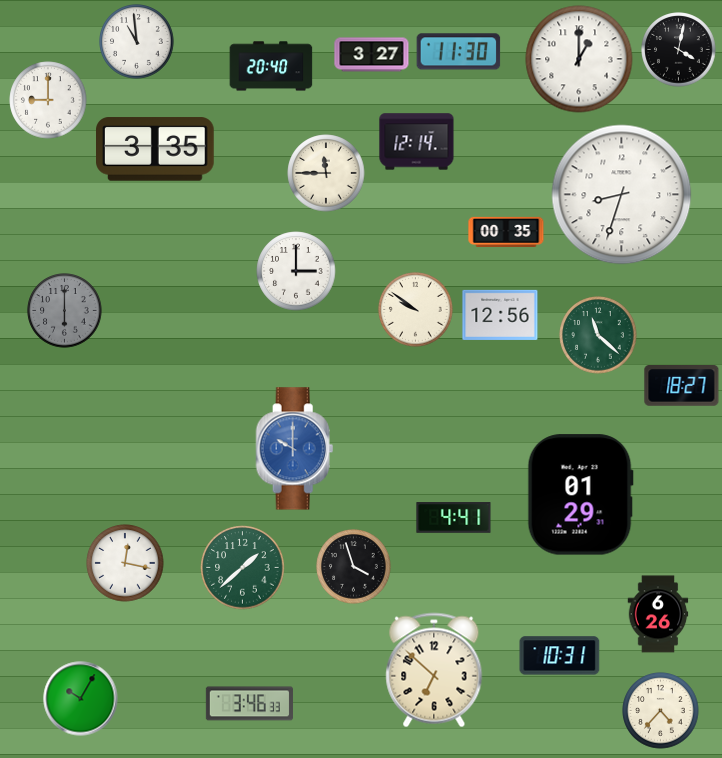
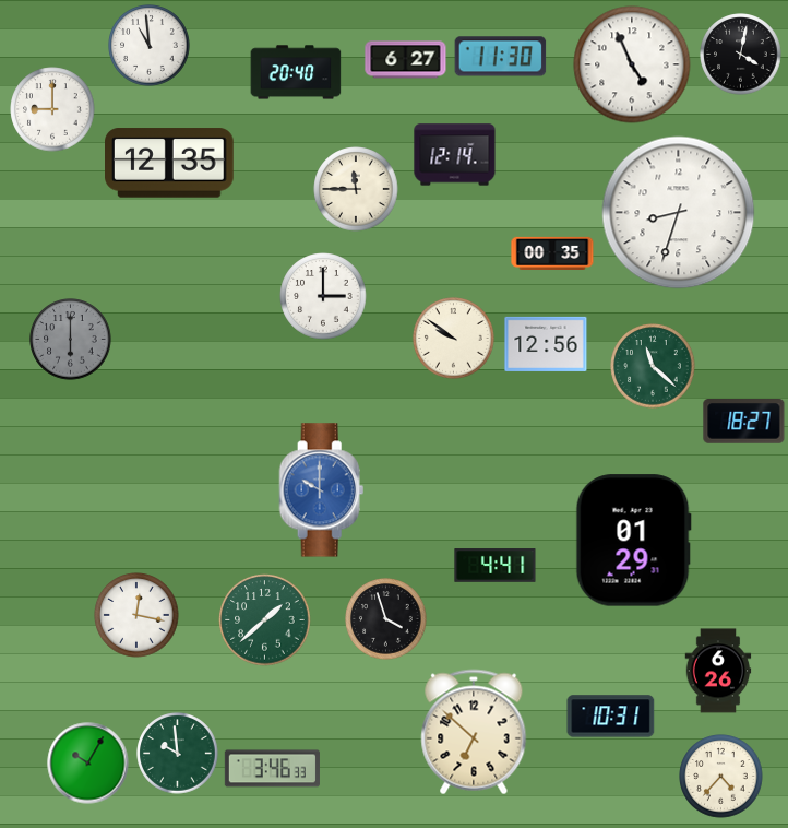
clock at (372, 55): 3:27 -> 6:27
clock at (579, 59): 1:00 -> 4:56
clock at (156, 149): 3:35 -> 12:35
clock at (178, 754): none -> 9:59
